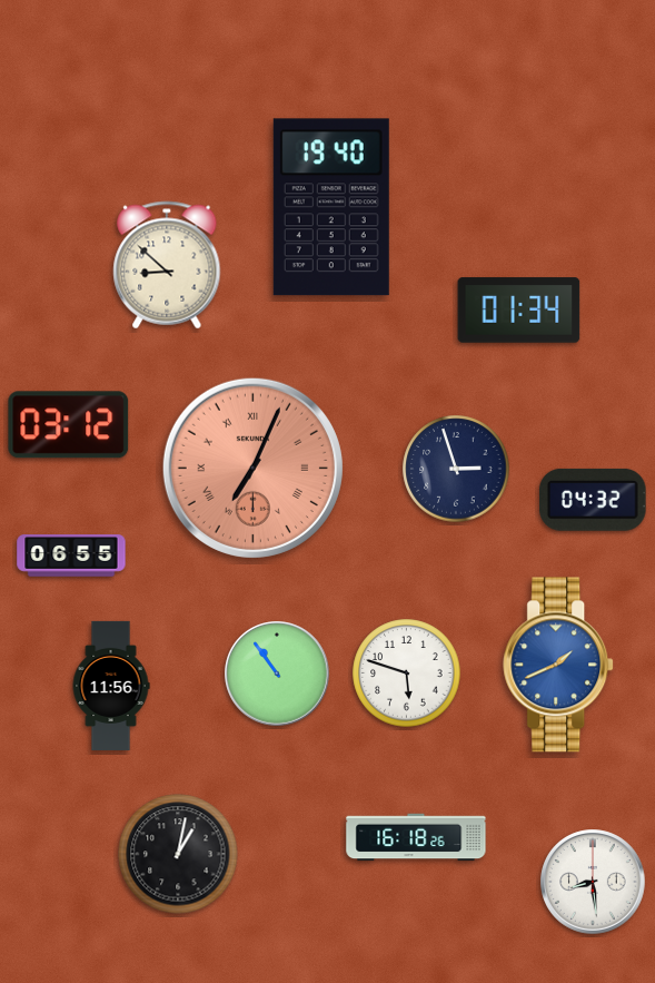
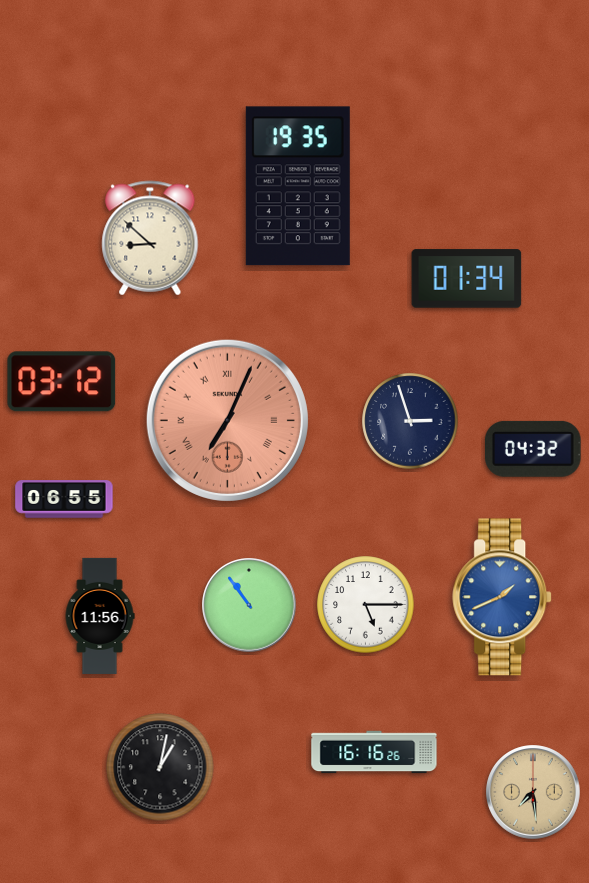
clock at (331, 207): 19:40 -> 19:35
clock at (407, 674): 5:48 -> 5:15
clock at (416, 837): 16:18 -> 16:16
clock at (593, 882): 8:29 -> 7:29
clock at (593, 882) dial: white -> champagne
